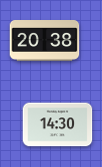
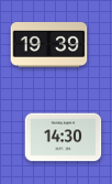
clock at (45, 41): 20:38 -> 19:39
